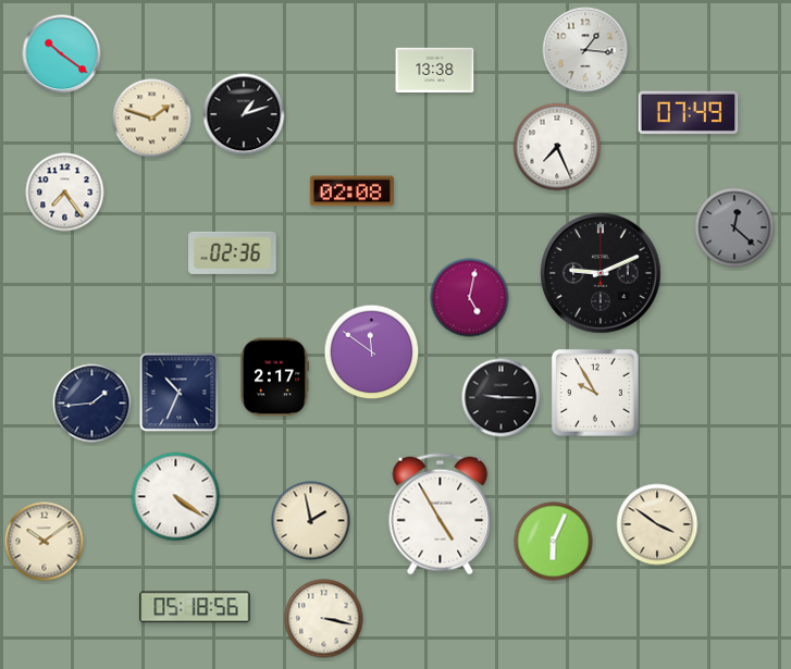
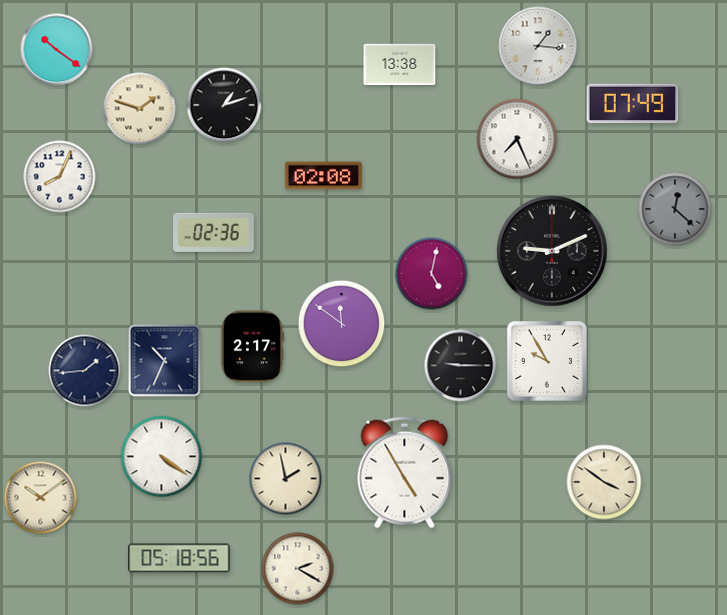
clock at (557, 147) position: (557, 147) -> (517, 139)
clock at (65, 193): 7:24 -> 8:04
clock at (554, 542): 6:04 -> none
clock at (324, 619): 3:17 -> 2:20
